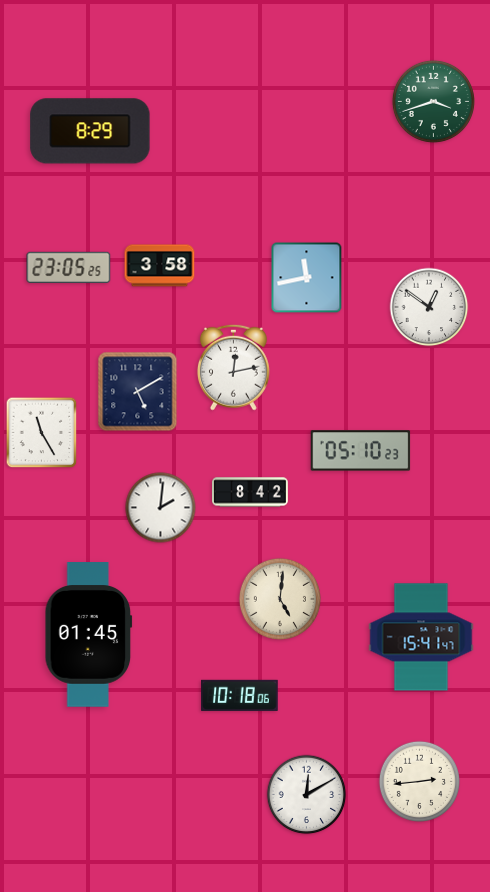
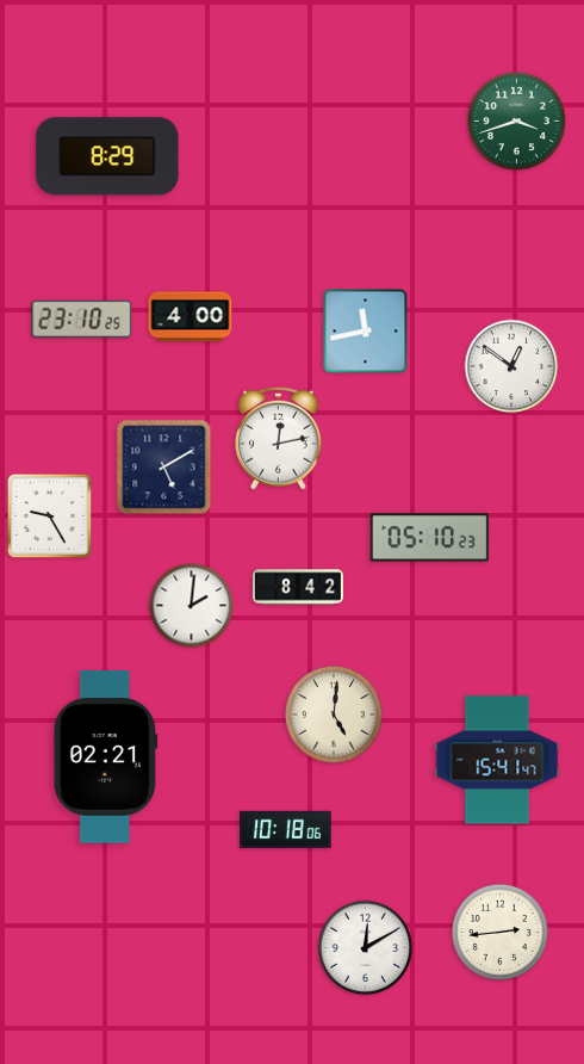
clock at (160, 266): 3:58 -> 4:00
clock at (69, 267): 23:05 -> 23:10
clock at (42, 433): 11:25 -> 9:25
clock at (89, 635): 01:45 -> 02:21
clock at (421, 637) position: (421, 637) -> (497, 760)
